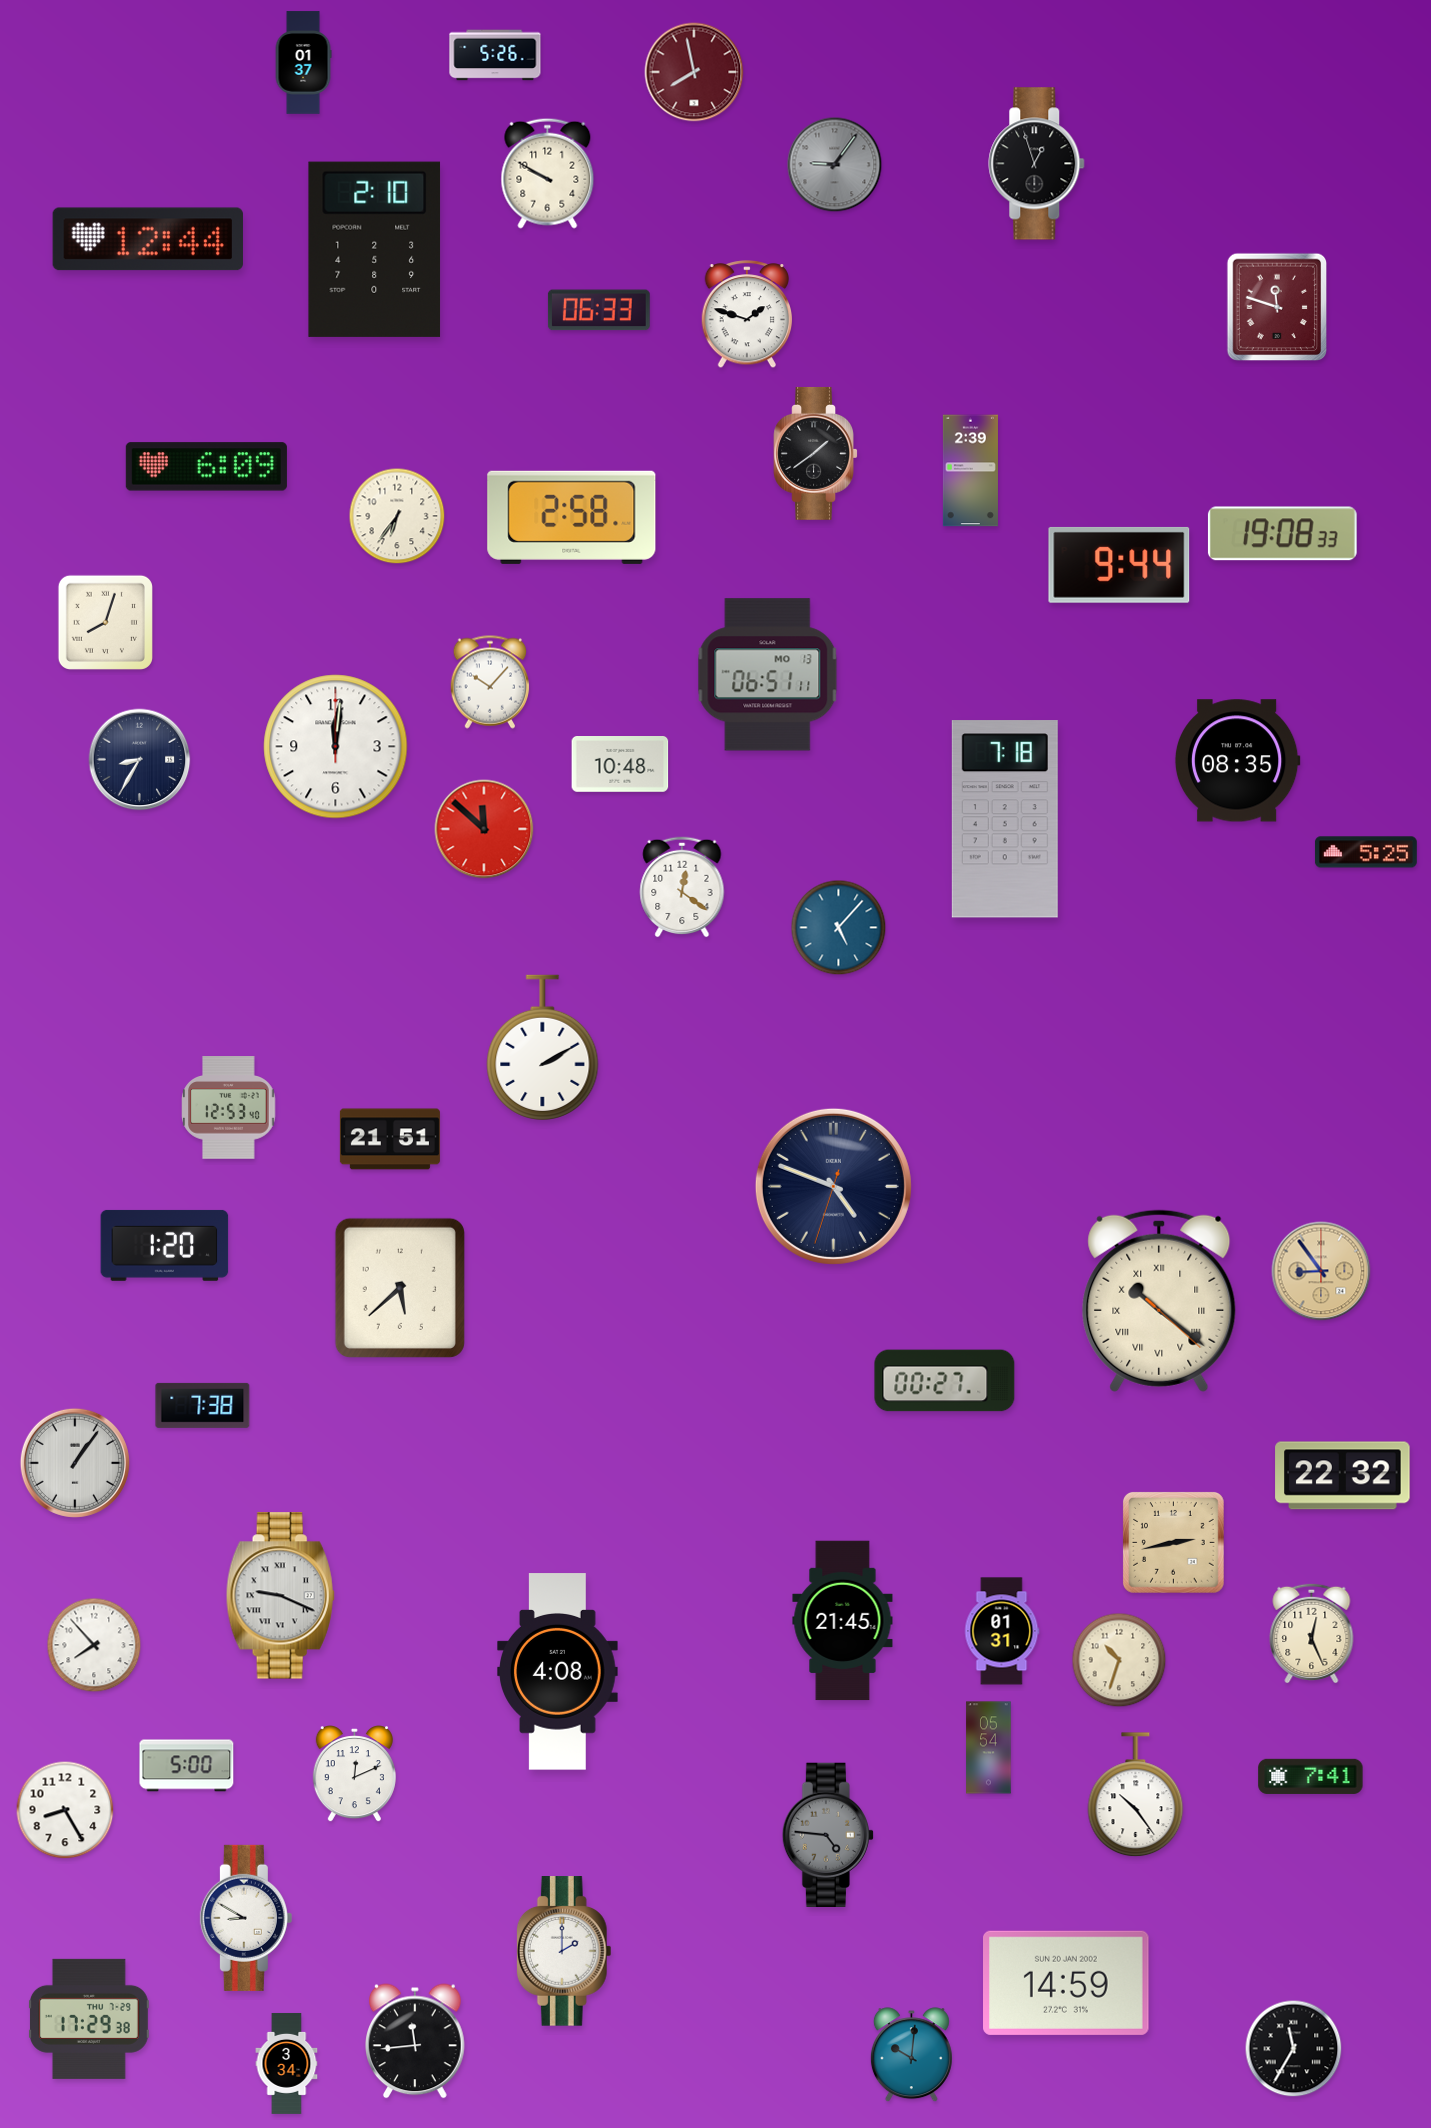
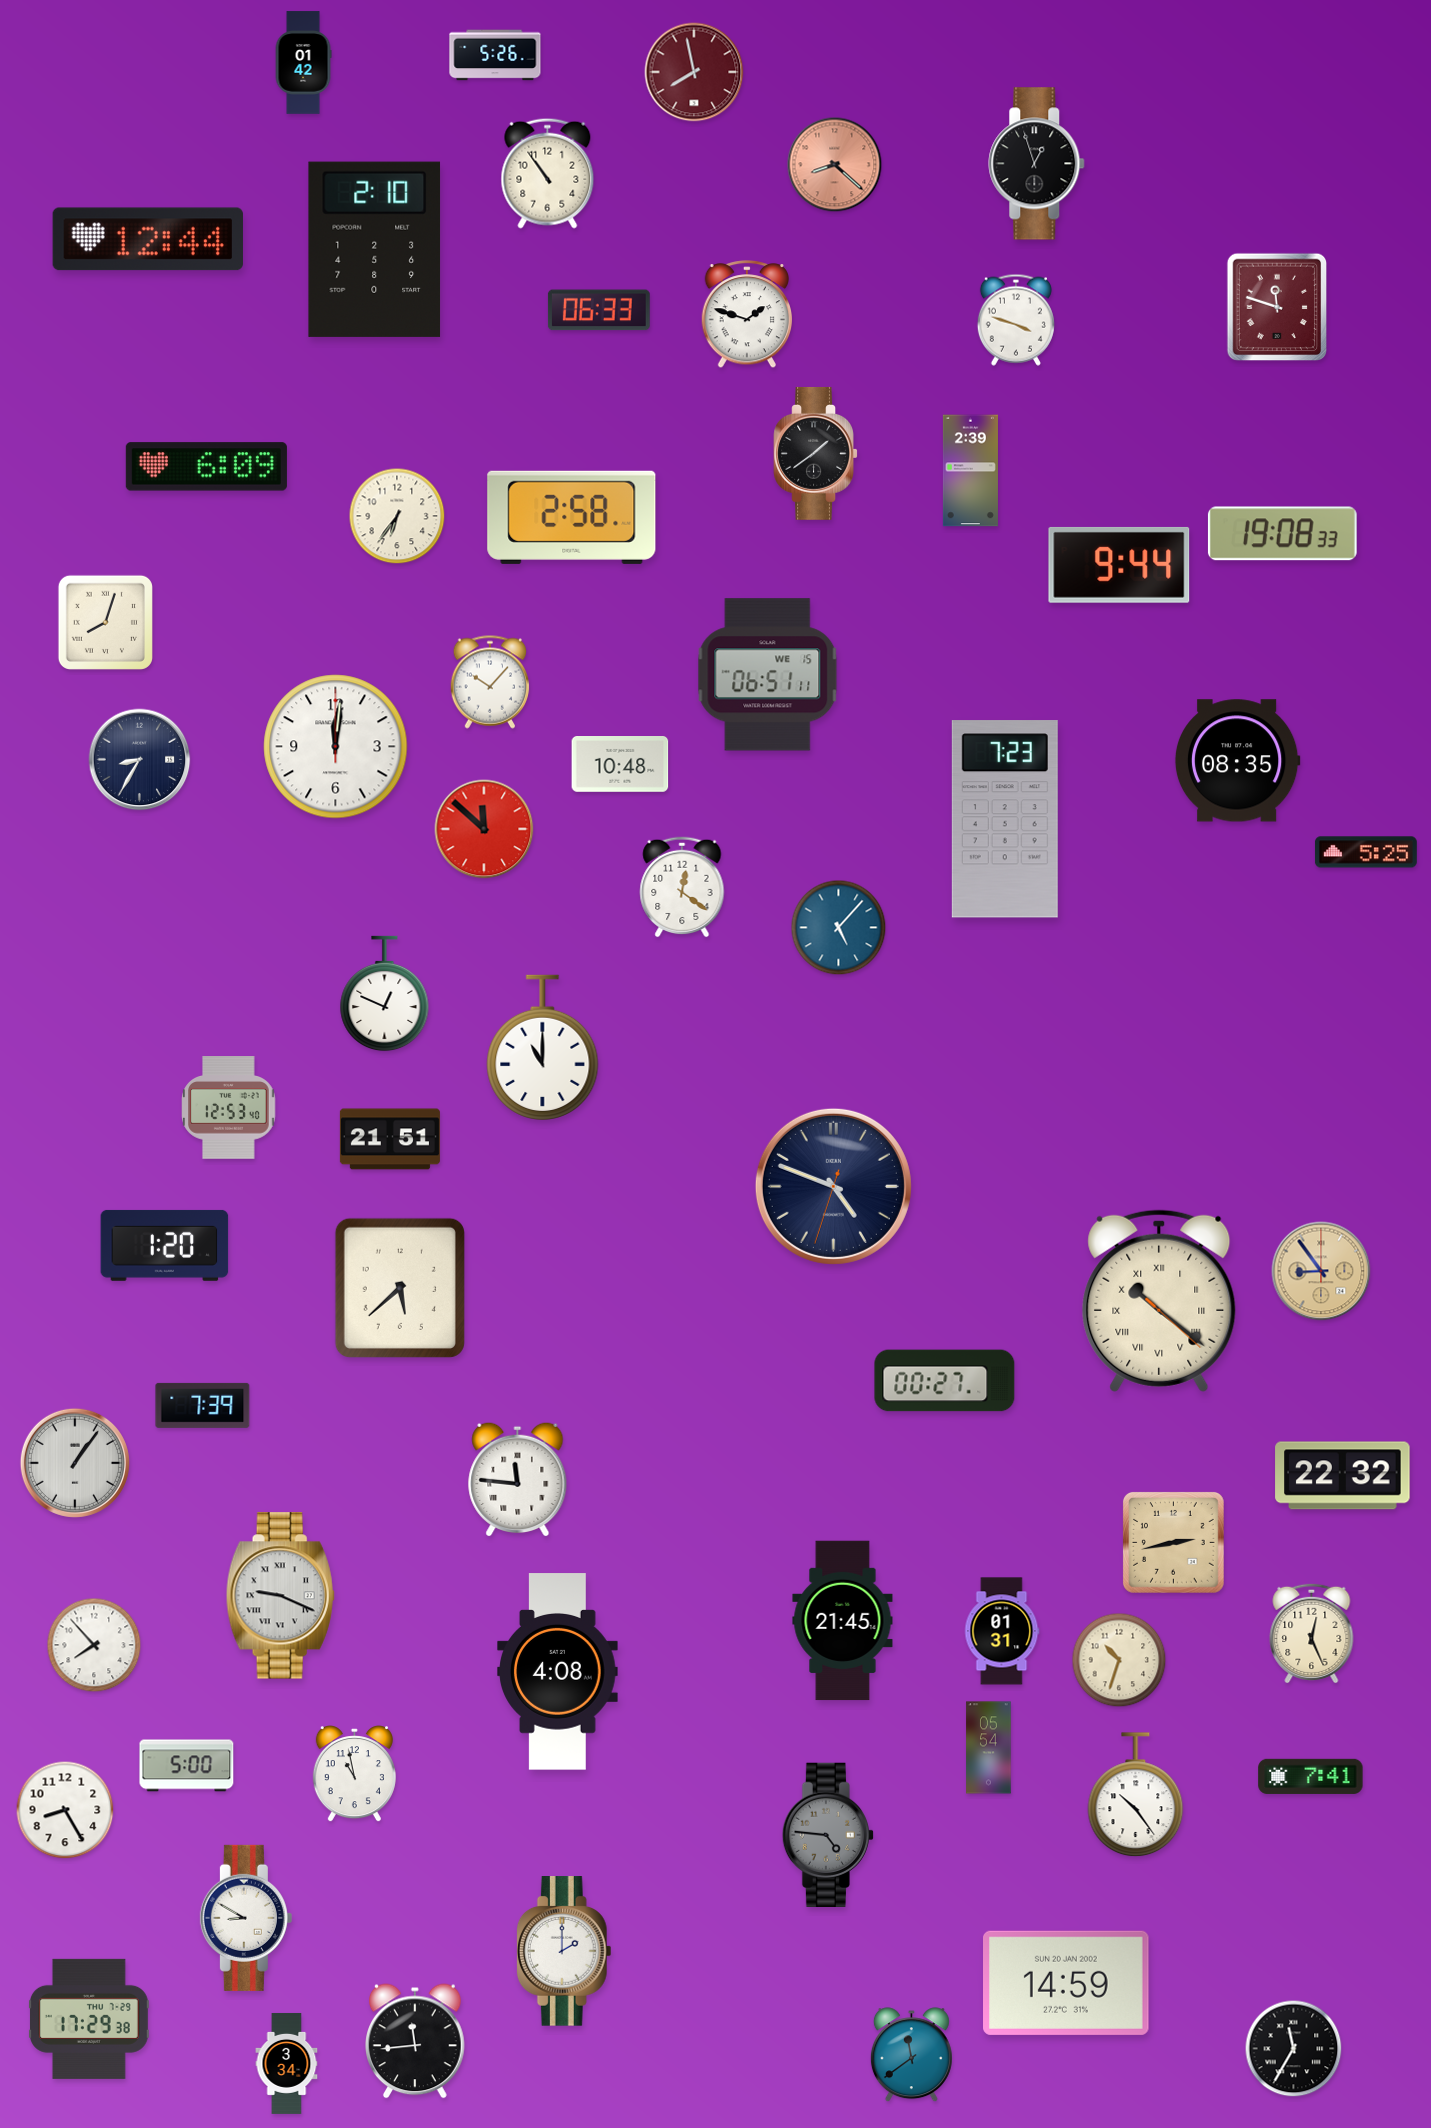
clock at (303, 63): 01:37 -> 01:42
clock at (835, 165): 9:06 -> 8:22
clock at (835, 165) dial: grey -> salmon
clock at (548, 173): 9:50 -> 10:54
clock at (1016, 320): none -> 3:48
clock at (768, 675) date: MO 13 -> WE 15
clock at (1005, 819): 7:18 -> 7:23
clock at (385, 994): none -> 12:49
clock at (543, 1047): 2:10 -> 11:00
clock at (203, 1405): 7:38 -> 7:39
clock at (518, 1479): none -> 11:46
clock at (354, 1775): 12:11 -> 10:58
clock at (911, 2055): 10:01 -> 11:39
